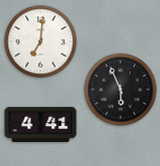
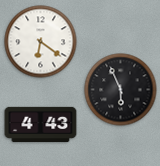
clock at (41, 42): 7:01 -> 6:21
clock at (41, 124): 4:41 -> 4:43
